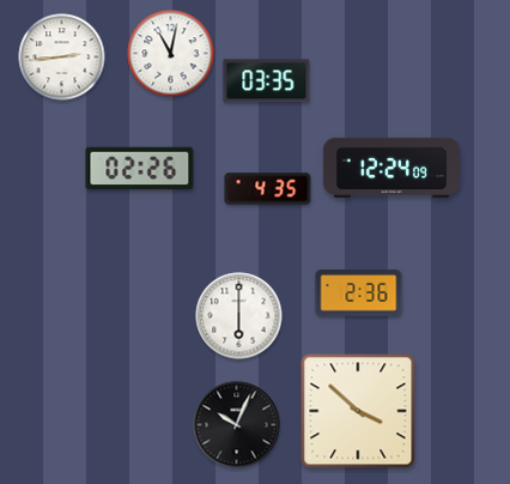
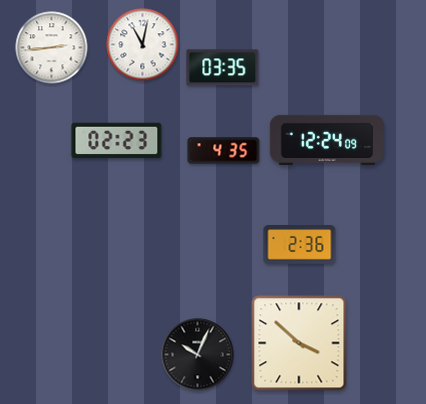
clock at (140, 169): 02:26 -> 02:23
clock at (268, 189) position: (268, 189) -> (224, 151)
clock at (239, 316): 6:00 -> none
